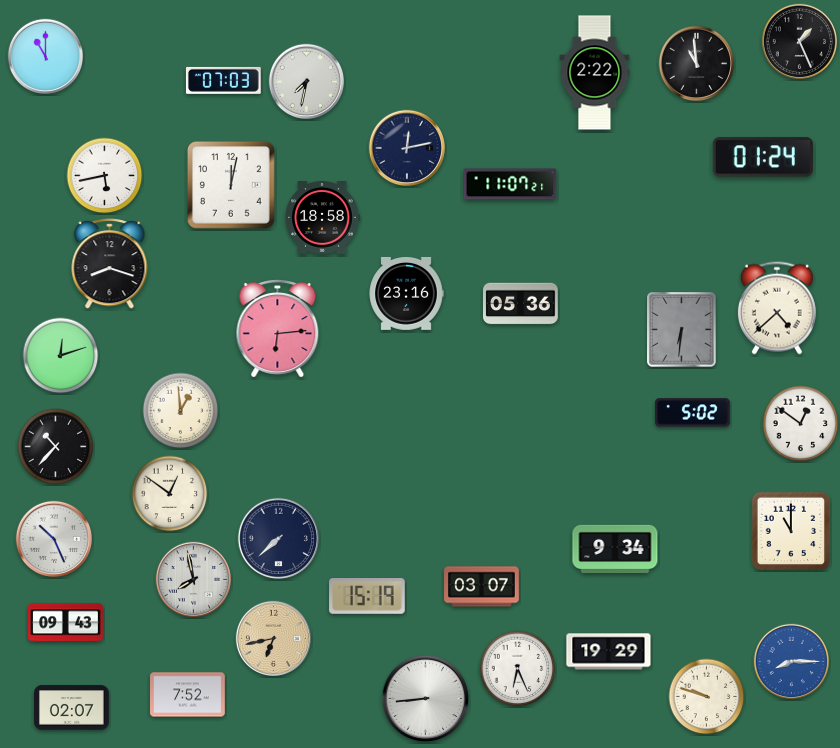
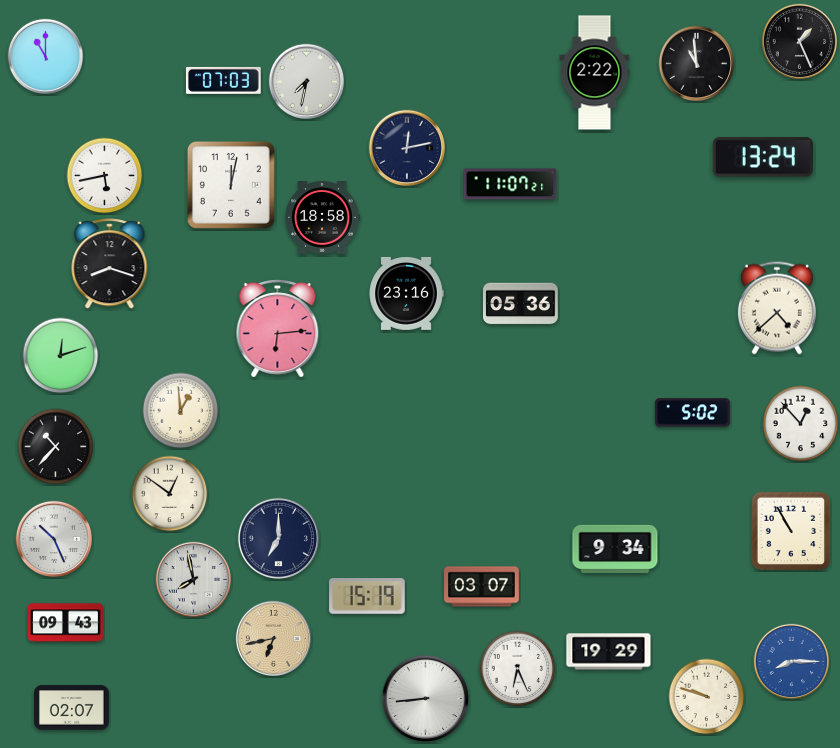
clock at (763, 157): 01:24 -> 13:24
clock at (682, 330): 6:31 -> none
clock at (801, 424): 12:51 -> 12:53
clock at (791, 531): 11:00 -> 10:55
clock at (279, 539): 7:38 -> 7:00
clock at (188, 695): 7:52 -> none
